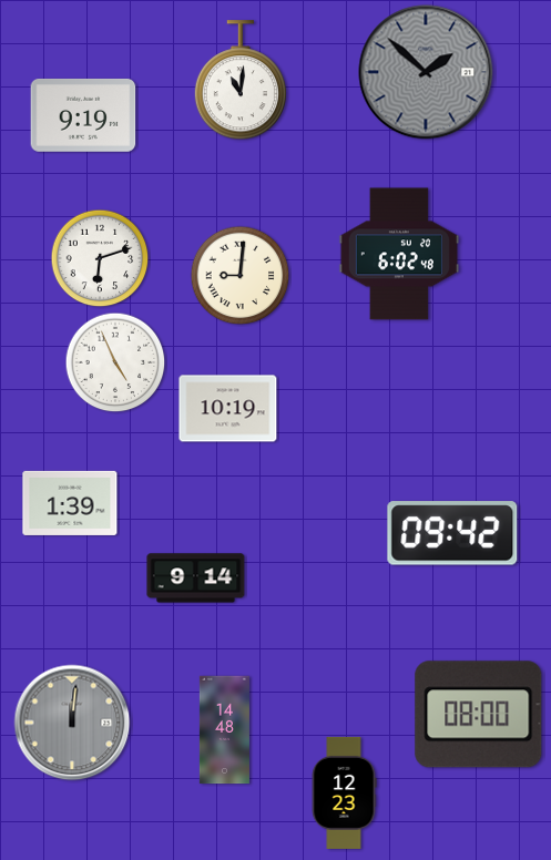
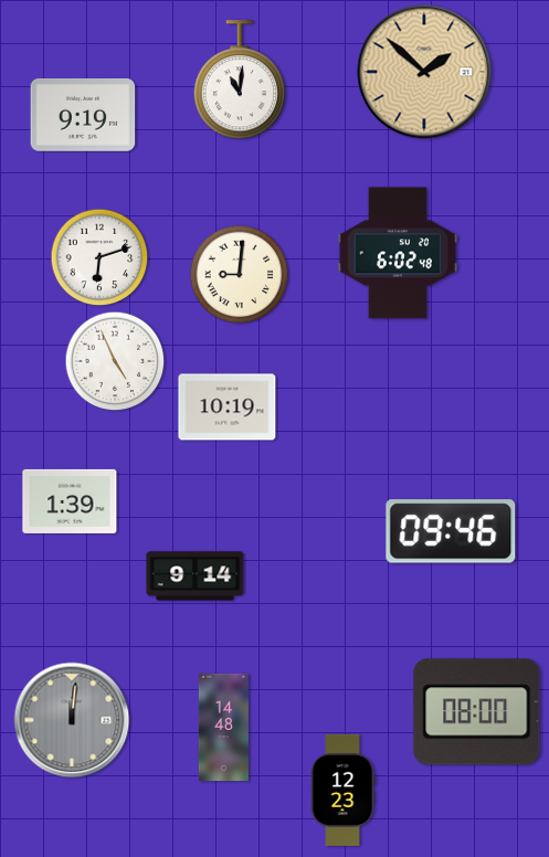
clock at (426, 72) dial: grey -> champagne
clock at (452, 533): 09:42 -> 09:46
